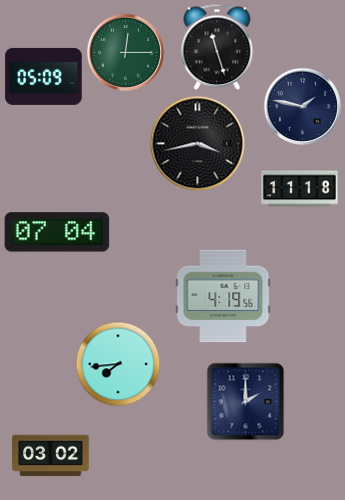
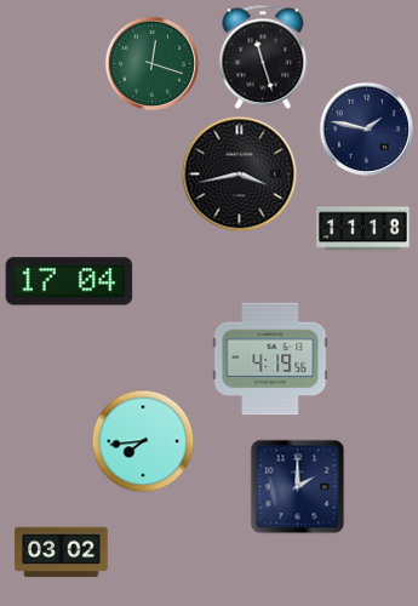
clock at (125, 52): 12:15 -> 12:18
clock at (44, 76): 05:09 -> none
clock at (57, 232): 07:04 -> 17:04
